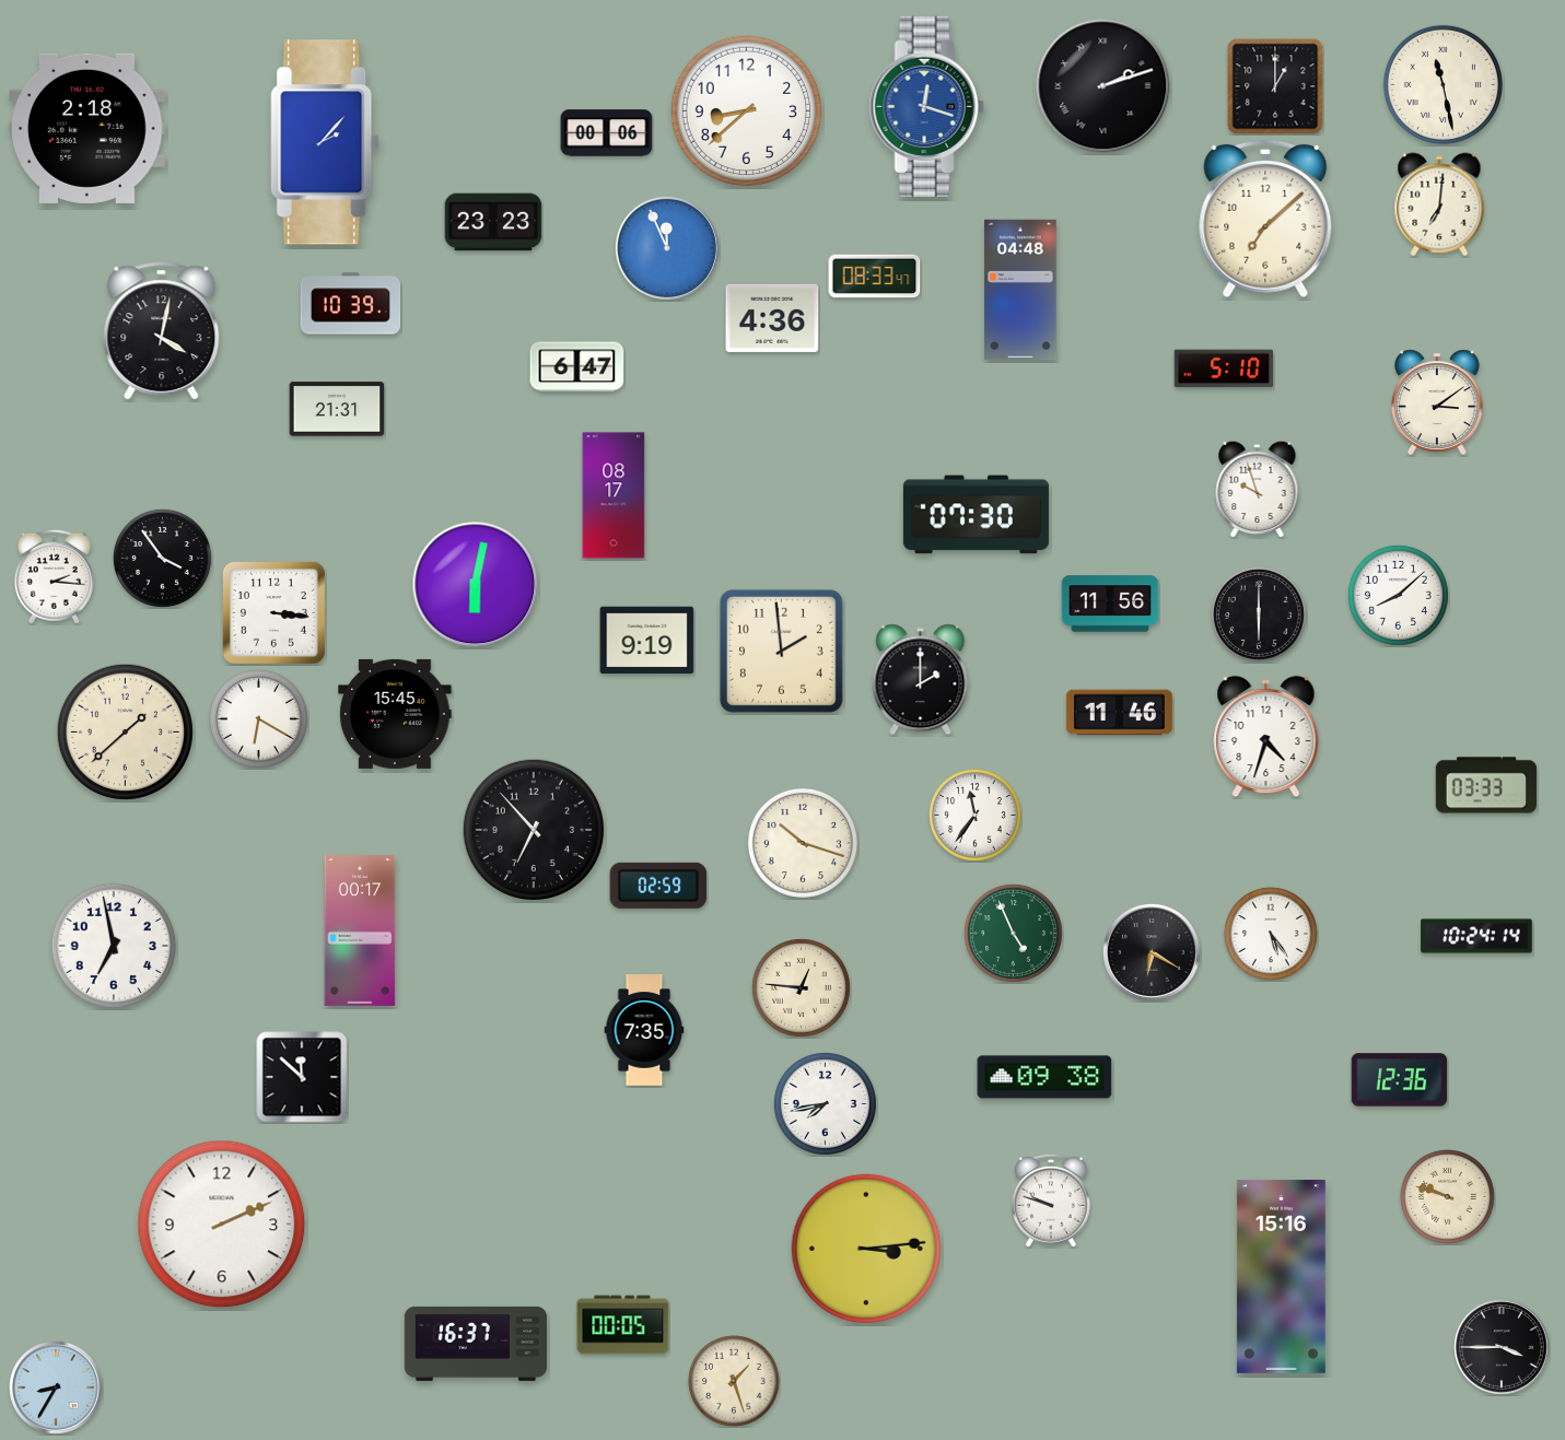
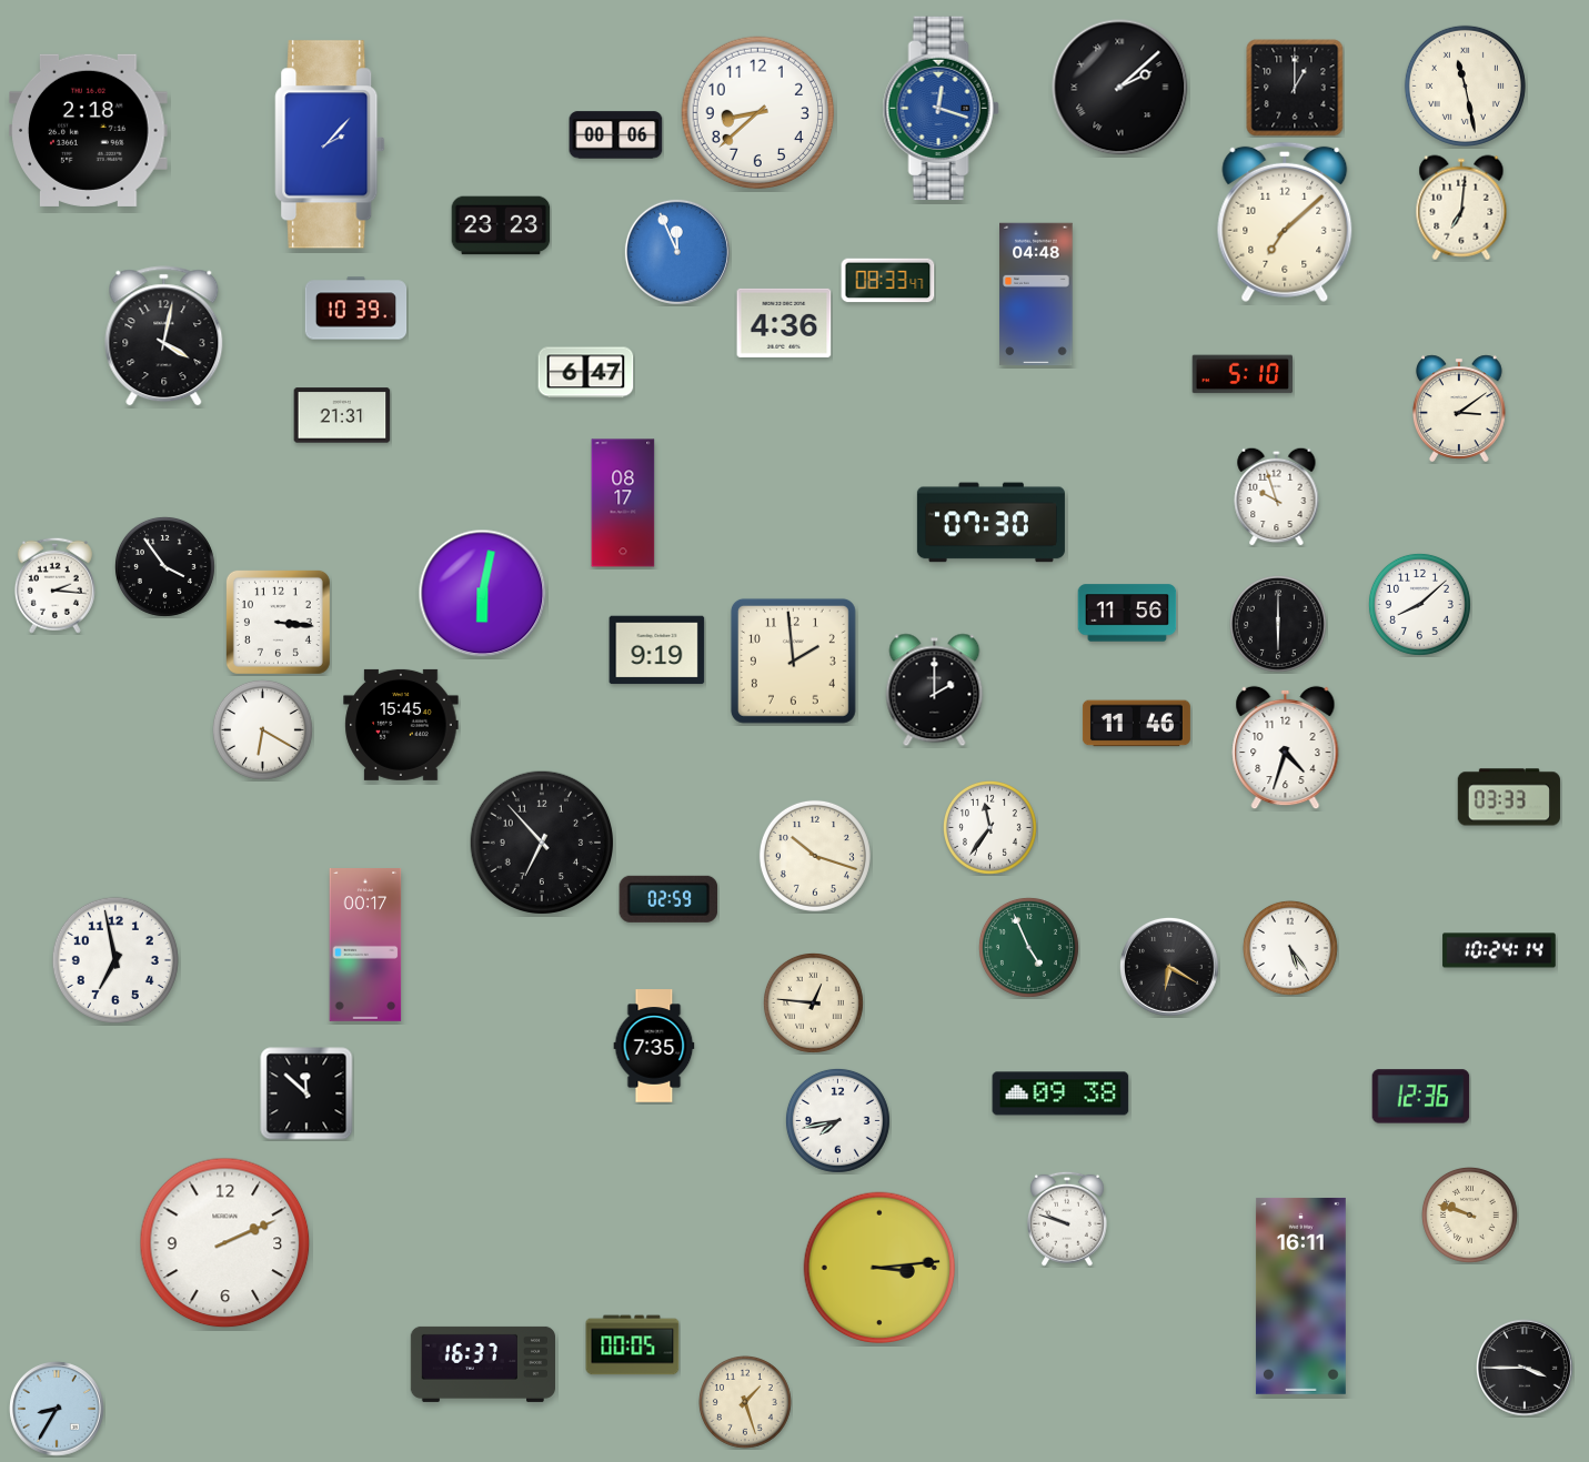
clock at (1103, 86): 2:12 -> 2:08
clock at (125, 731): 1:38 -> none
clock at (1281, 1276): 15:16 -> 16:11
